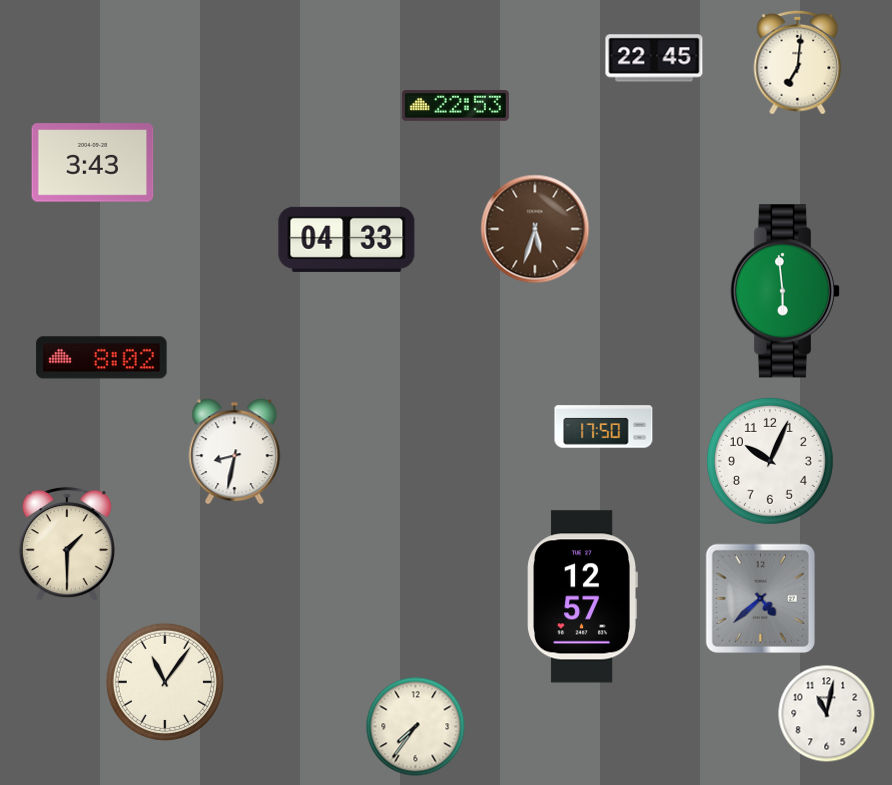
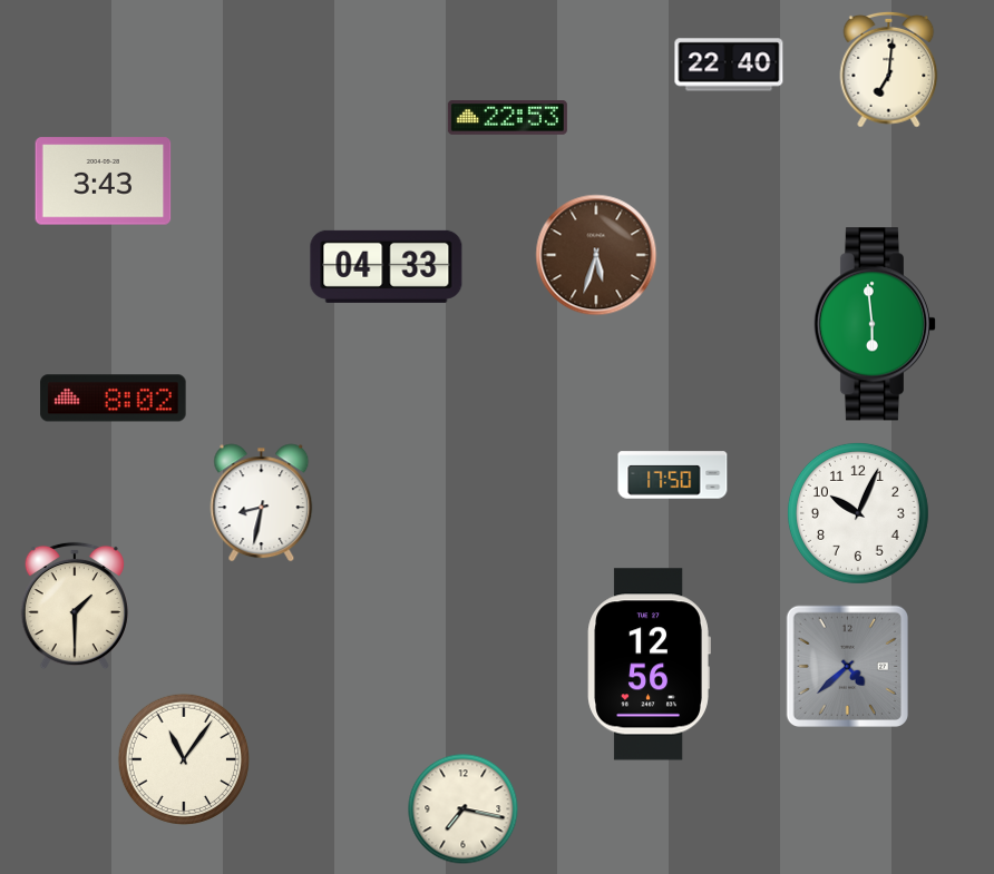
clock at (654, 58): 22:45 -> 22:40
clock at (582, 597): 12:57 -> 12:56
clock at (827, 714): 11:02 -> none
clock at (416, 727): 7:36 -> 7:17
